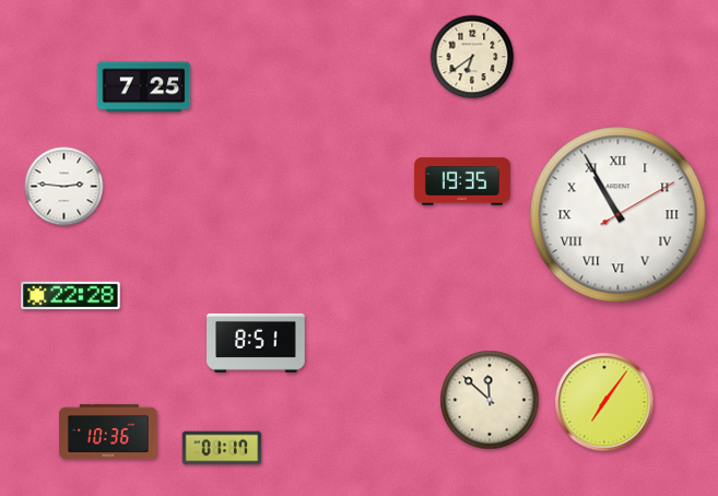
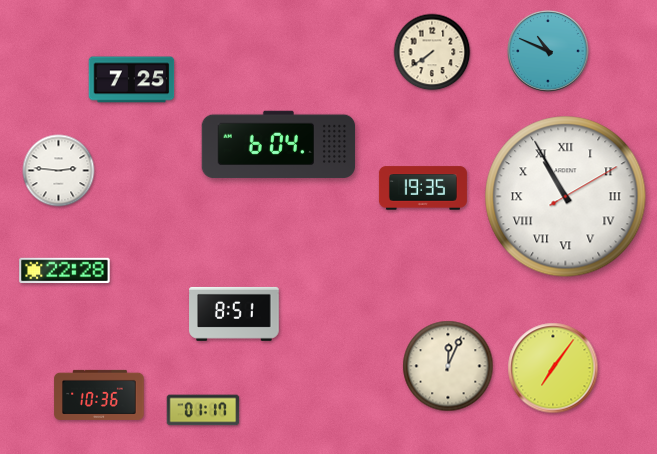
clock at (548, 51): none -> 10:49
clock at (472, 57): 6:39 -> 7:39
clock at (279, 145): none -> 6:04
clock at (462, 181) position: (462, 181) -> (423, 188)
clock at (490, 400): 11:52 -> 12:04
